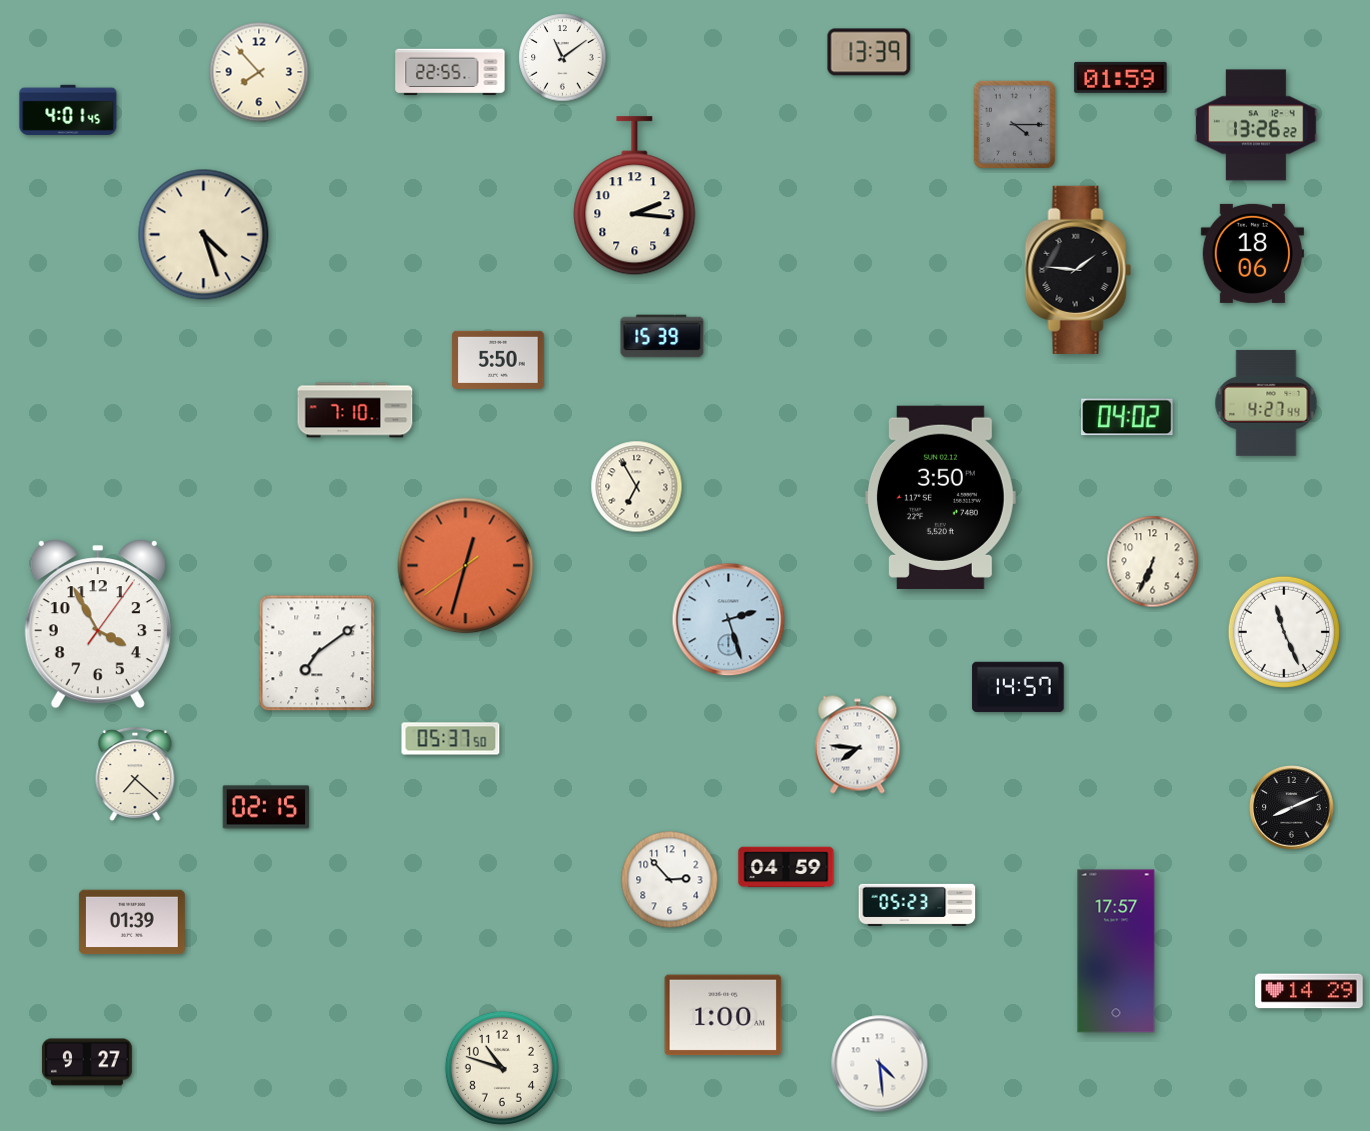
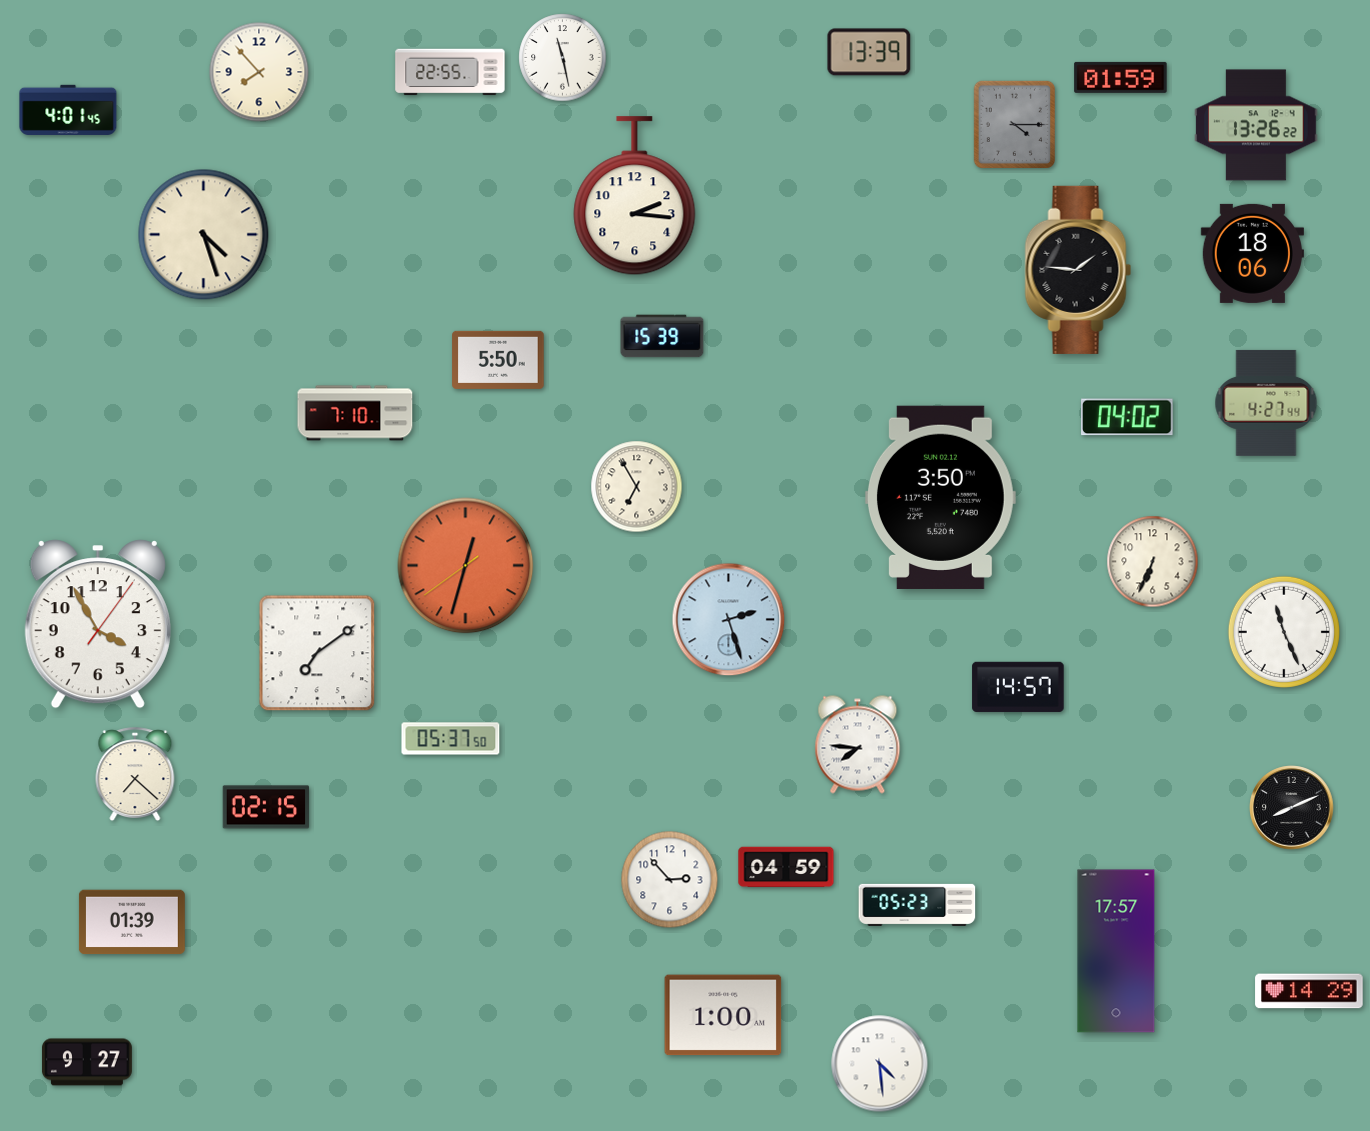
clock at (563, 58): 11:09 -> 11:28
clock at (355, 410) position: (355, 410) -> (355, 413)
clock at (502, 1068): 10:48 -> none
